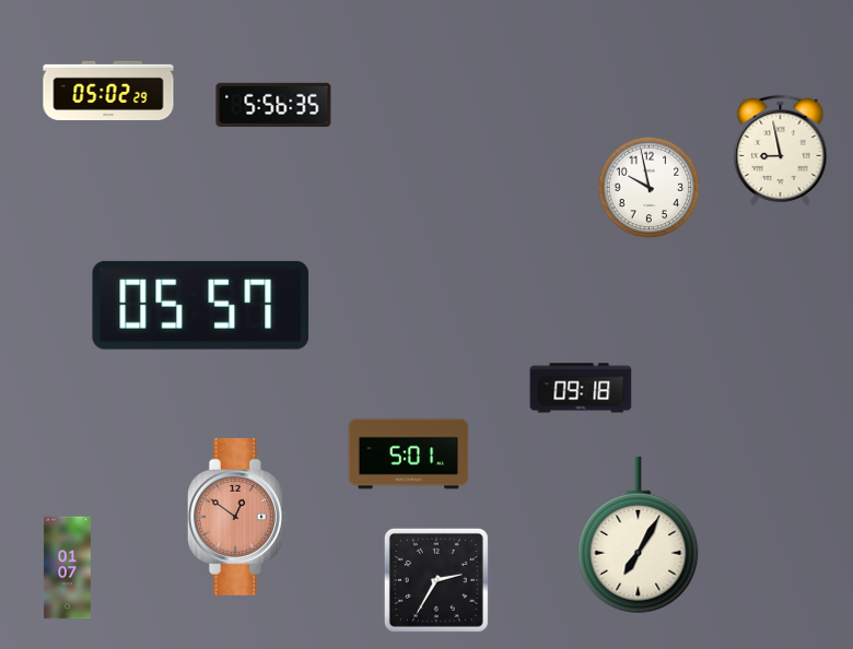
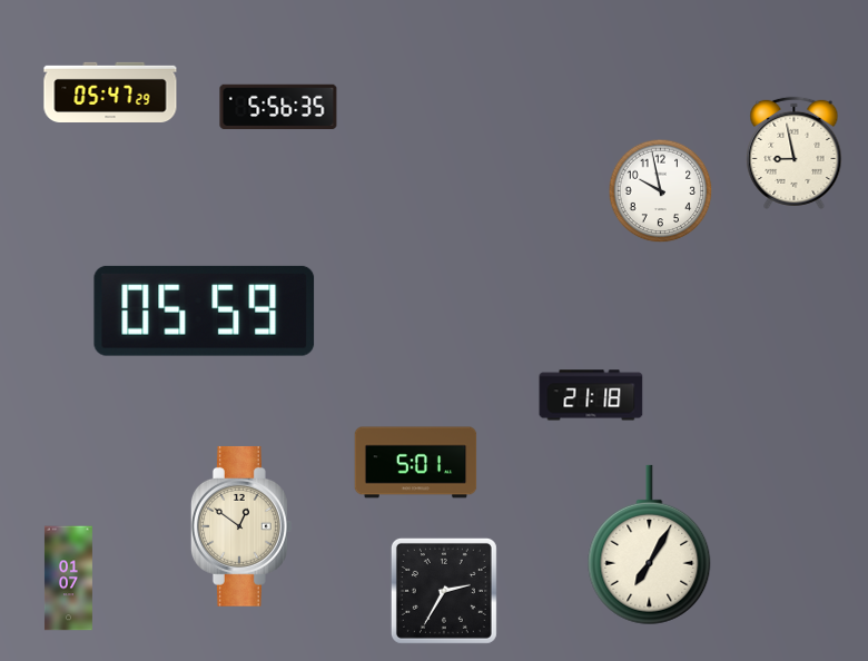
clock at (108, 90): 05:02 -> 05:47
clock at (201, 305): 05:57 -> 05:59
clock at (581, 388): 09:18 -> 21:18
clock at (237, 517) dial: salmon -> cream
